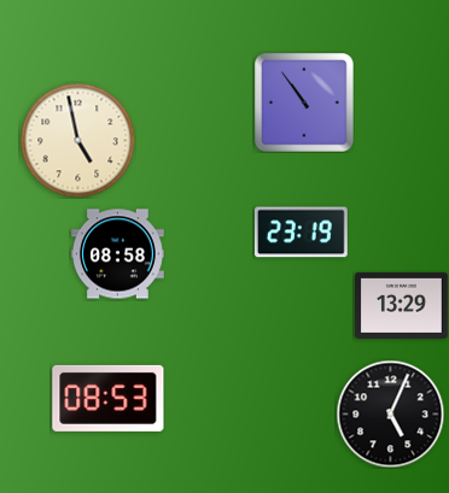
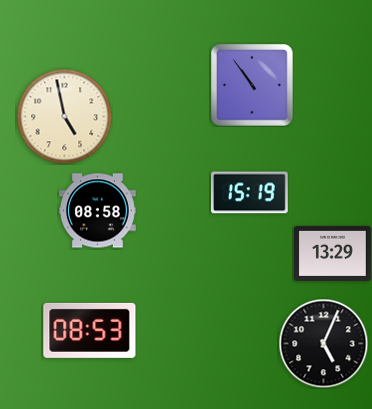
clock at (301, 233): 23:19 -> 15:19
